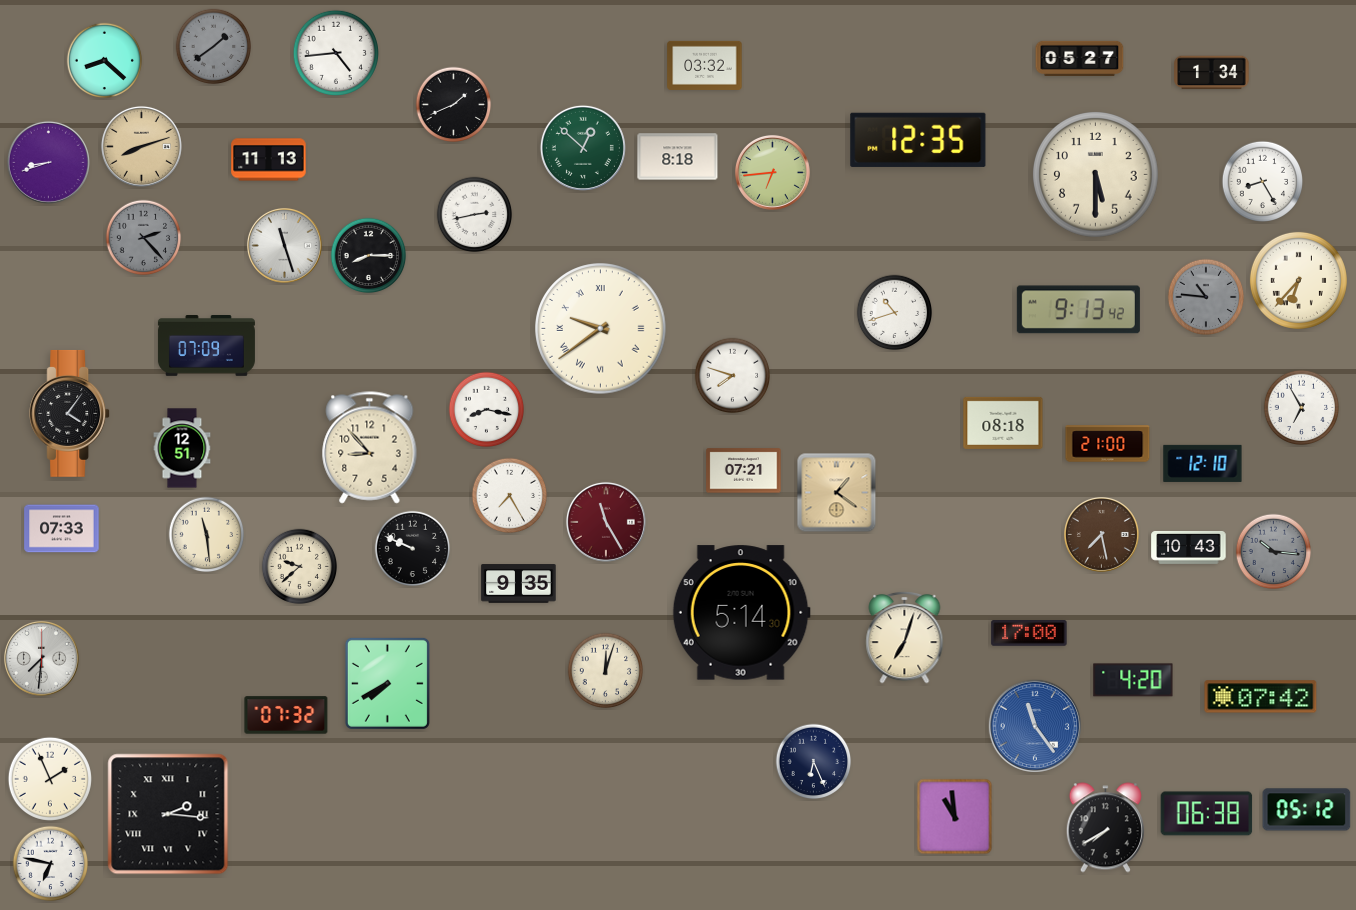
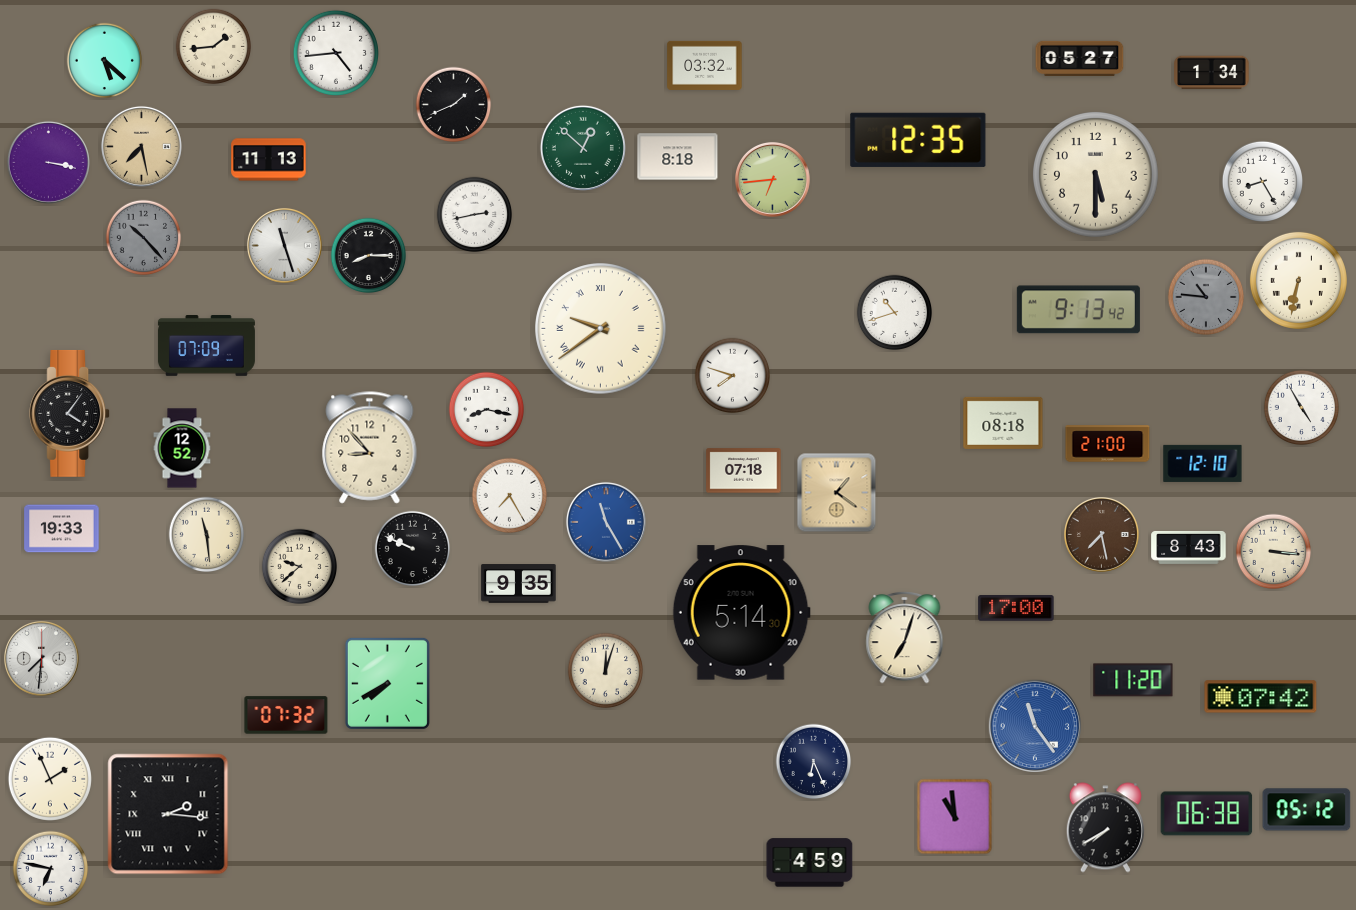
clock at (214, 47): 1:39 -> 1:44
clock at (214, 47) dial: grey -> cream
clock at (105, 61): 8:22 -> 5:22
clock at (141, 146): 8:12 -> 7:28
clock at (48, 162): 8:42 -> 3:17
clock at (772, 172) position: (772, 172) -> (772, 179)
clock at (144, 238): 2:23 -> 10:23
clock at (1298, 280): 6:37 -> 6:32
clock at (1302, 408): 6:55 -> 4:55
clock at (182, 448): 12:51 -> 12:52
clock at (744, 471): 07:21 -> 07:18
clock at (606, 522) dial: burgundy -> blue
clock at (62, 529): 07:33 -> 19:33
clock at (1189, 547): 10:43 -> 8:43
clock at (1274, 552): 10:16 -> 3:16
clock at (1274, 552) dial: grey -> cream
clock at (1029, 633) position: (1029, 633) -> (1016, 608)
clock at (1133, 680): 4:20 -> 11:20
clock at (810, 863): none -> 4:59
clock at (51, 864) position: (51, 864) -> (51, 869)
